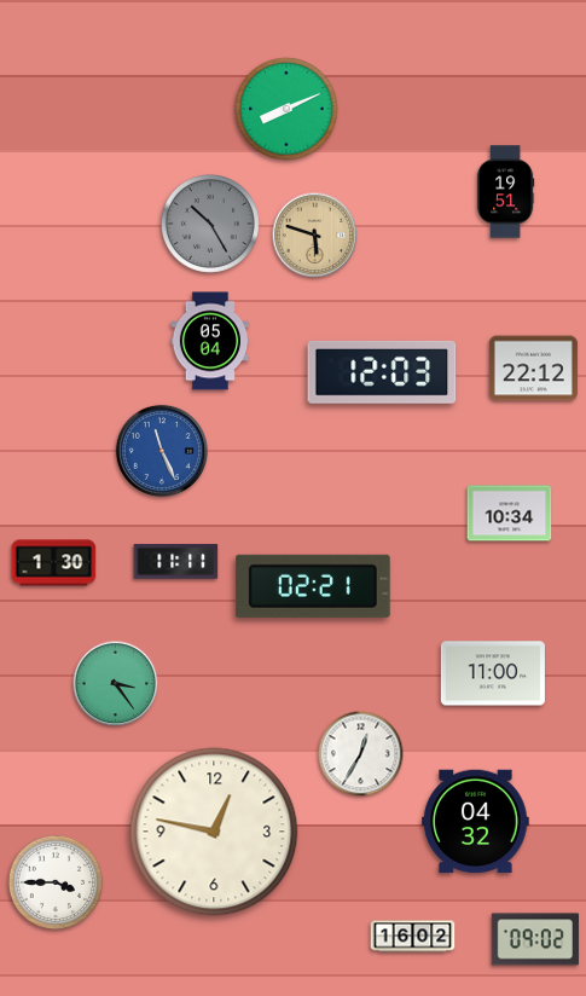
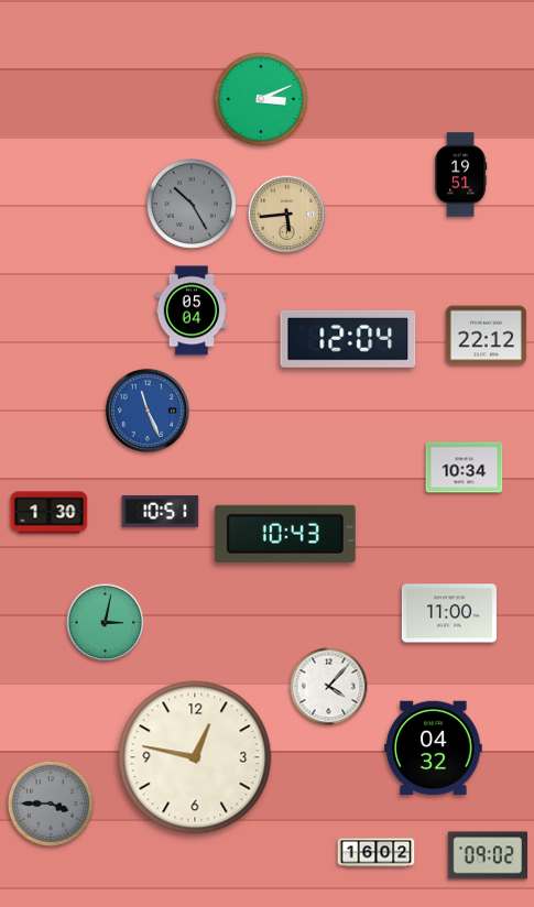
clock at (286, 109): 8:11 -> 3:11
clock at (315, 236): 5:48 -> 5:44
clock at (382, 372): 12:03 -> 12:04
clock at (176, 562): 11:11 -> 10:51
clock at (313, 586): 02:21 -> 10:43
clock at (116, 684): 3:24 -> 3:02
clock at (361, 754): 12:35 -> 4:07
clock at (54, 881) dial: white -> grey
